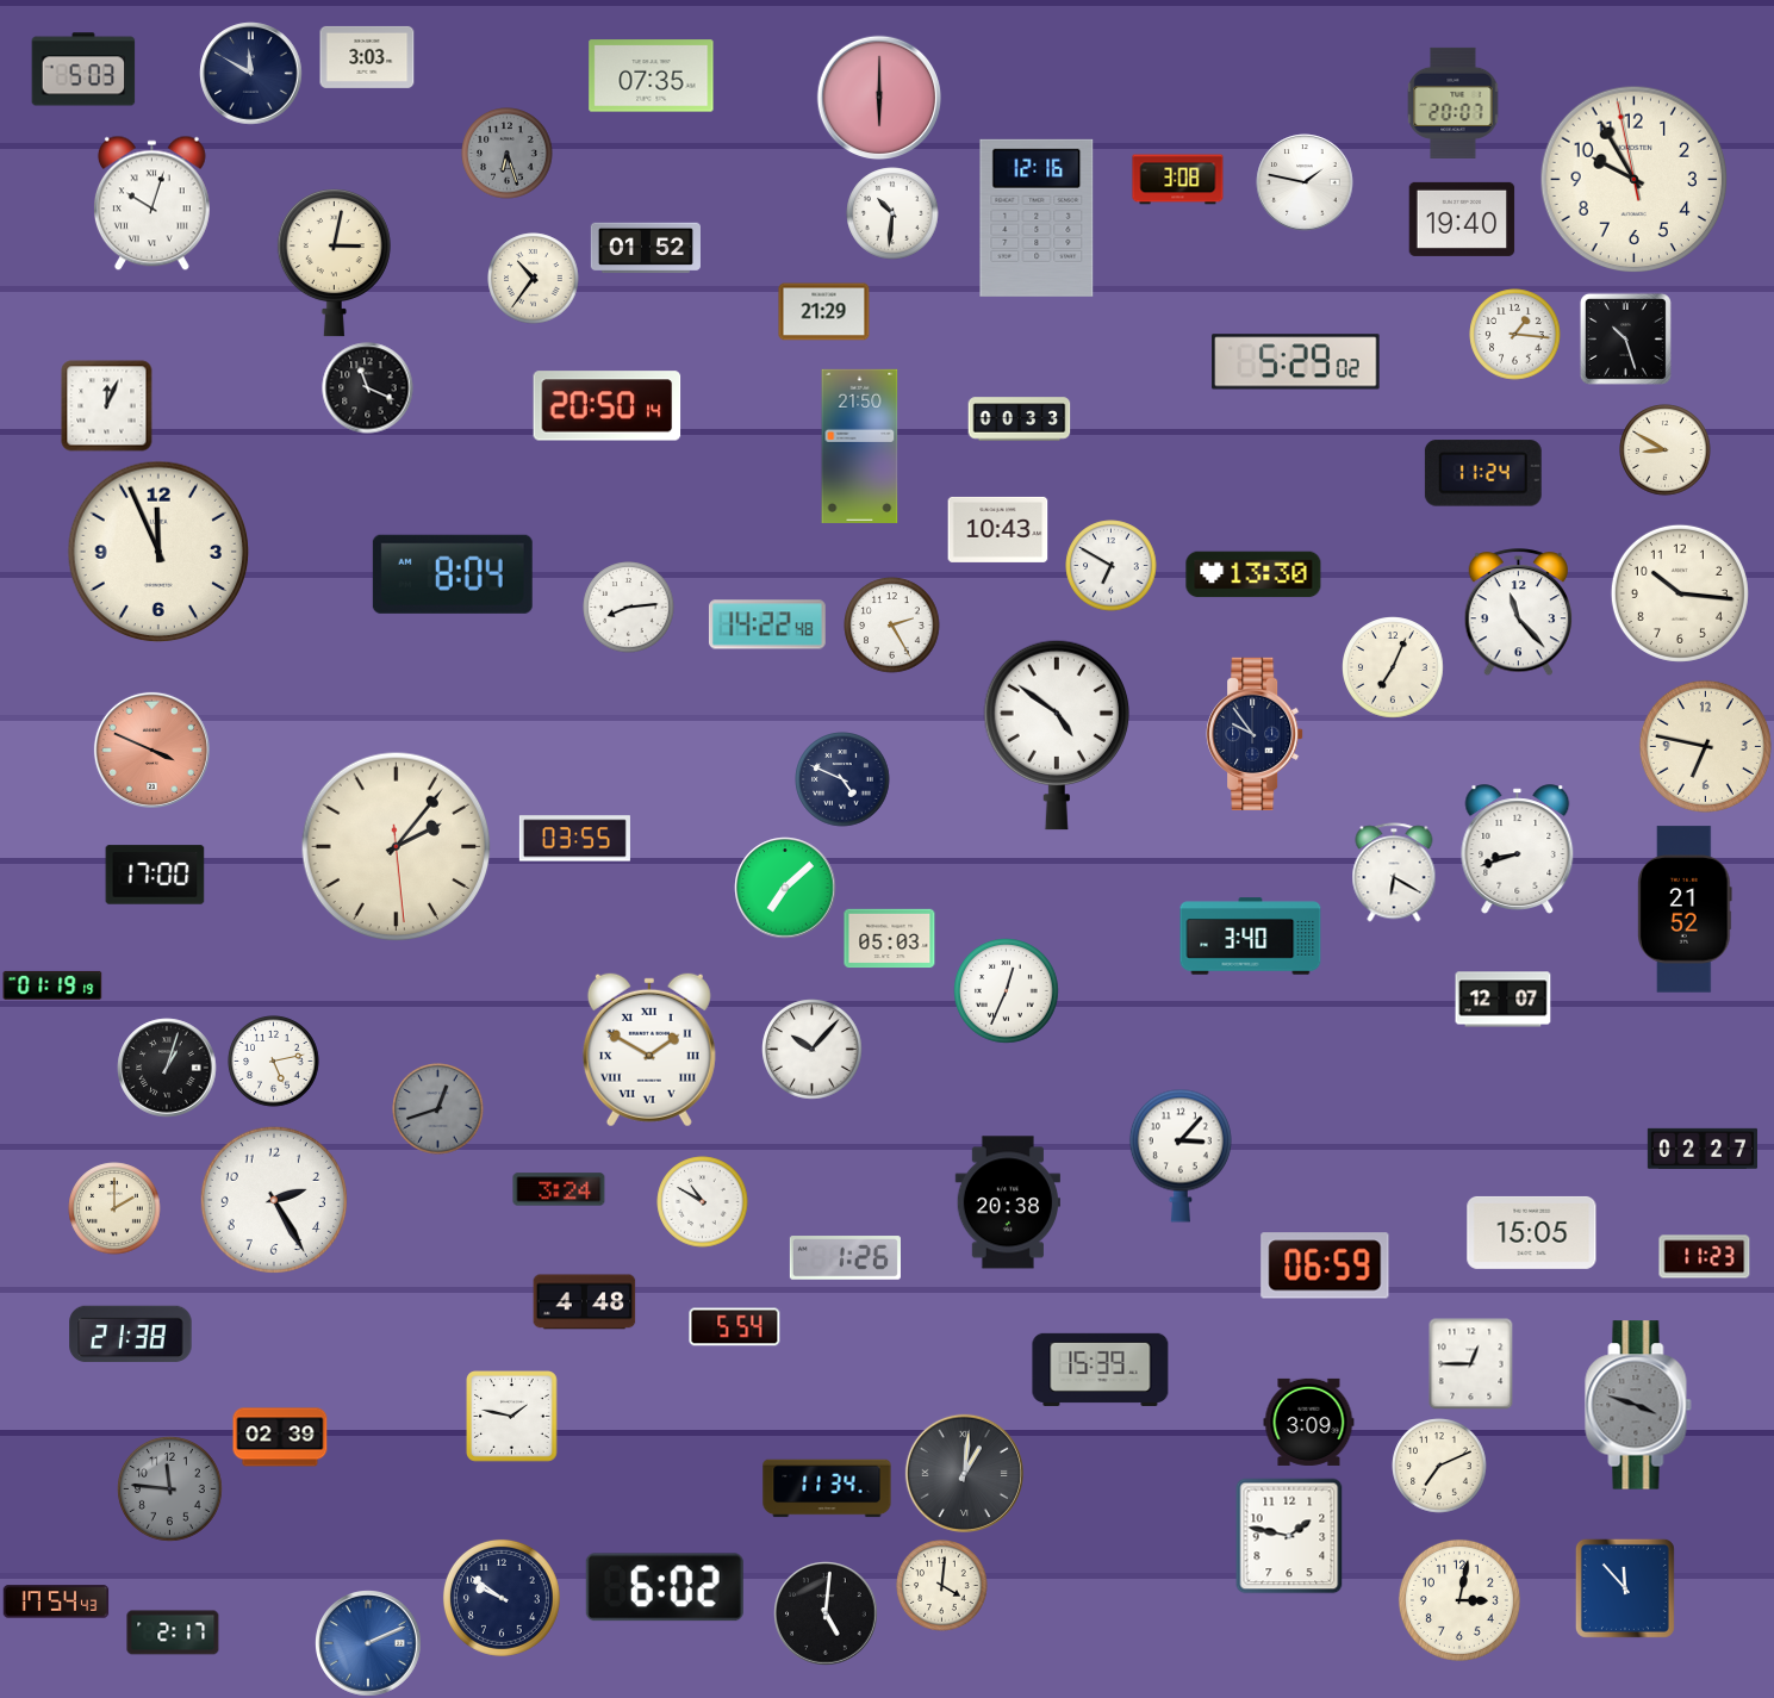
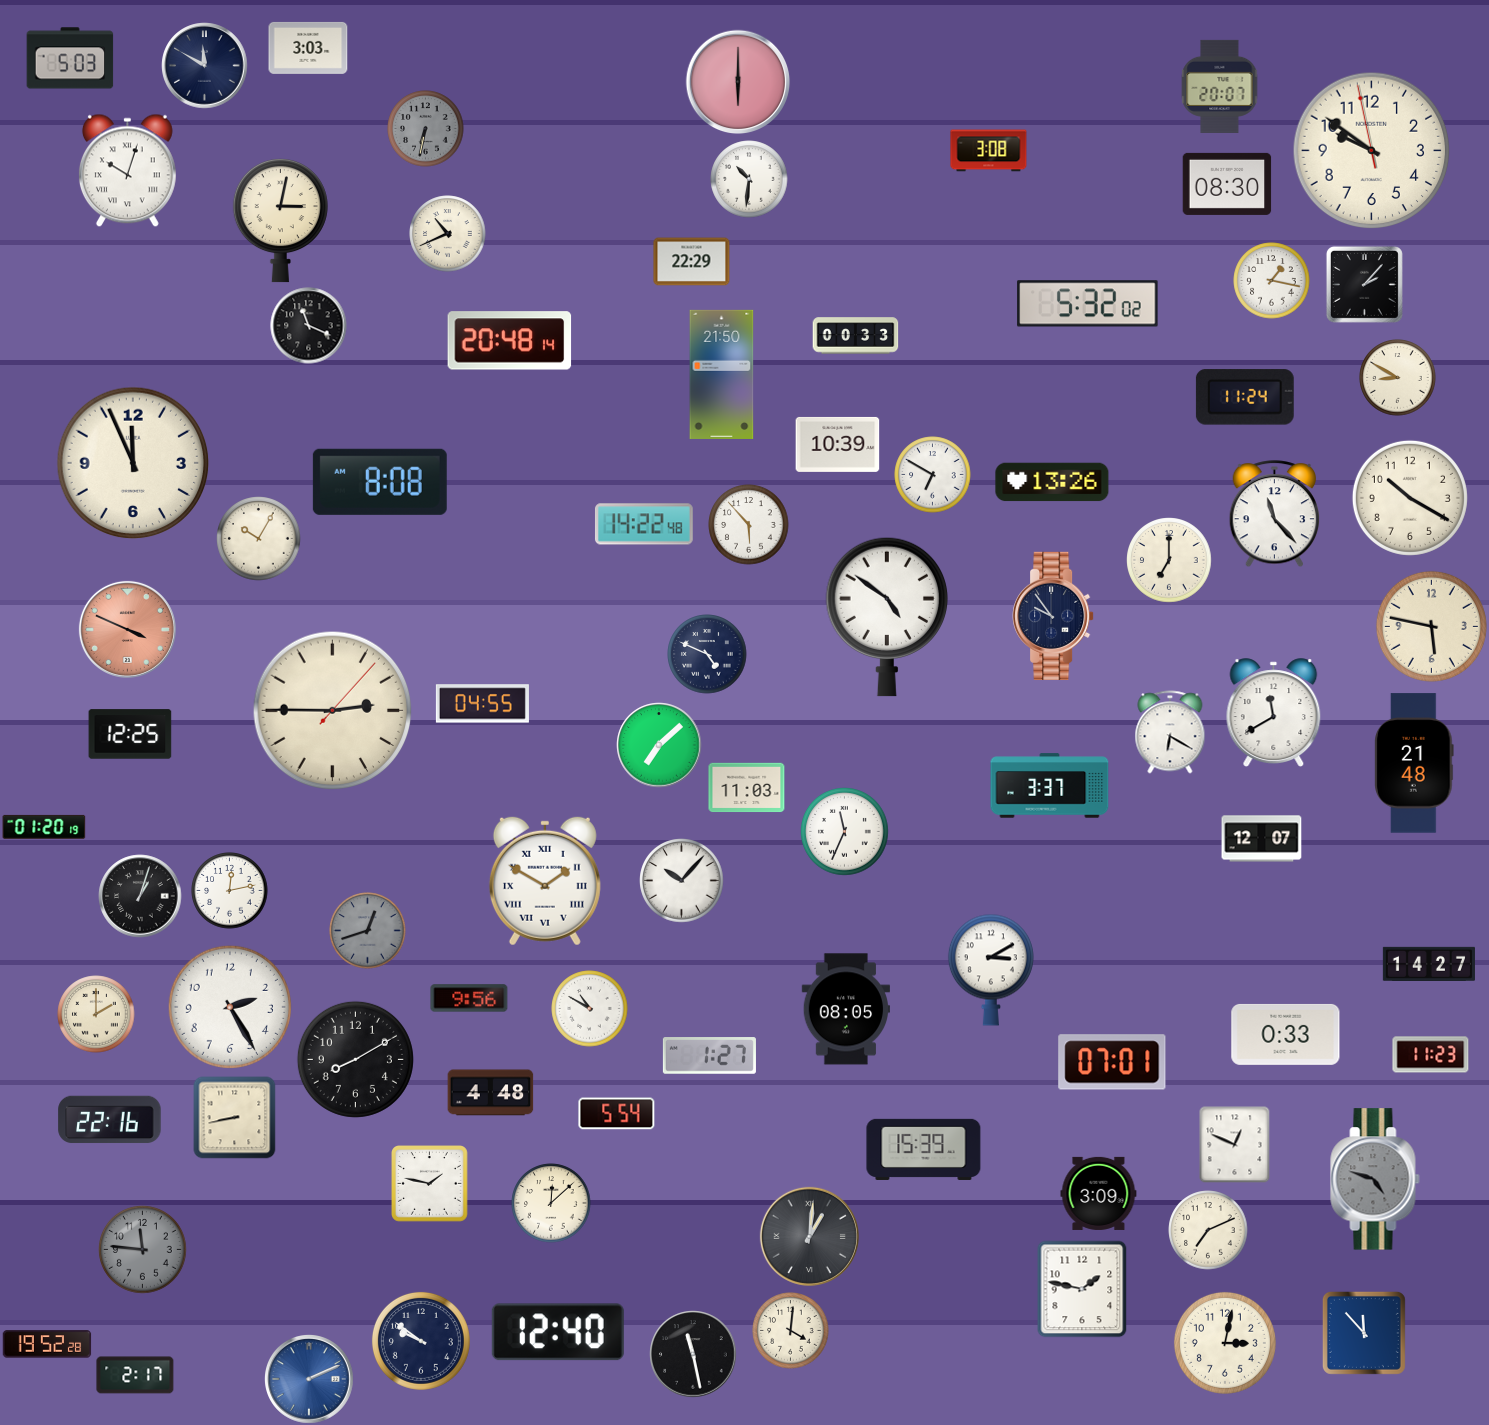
clock at (251, 74) position: (251, 74) -> (205, 66)
clock at (652, 76): 07:35 -> none
clock at (508, 154): 6:27 -> 6:32
clock at (1635, 180): 9:54 -> 9:50
clock at (1305, 182): 1:47 -> none
clock at (1037, 218): 12:16 -> none
clock at (1462, 219): 19:40 -> 08:30
clock at (646, 248): 01:52 -> none
clock at (534, 279): 10:36 -> 10:41
clock at (824, 312): 21:29 -> 22:29
clock at (1515, 335): 1:16 -> 1:17
clock at (1625, 338): 10:27 -> 2:07
clock at (1296, 362): 5:29 -> 5:32
clock at (107, 406): 12:04 -> none
clock at (608, 406): 20:50 -> 20:48
clock at (1020, 419) position: (1020, 419) -> (856, 336)
clock at (998, 529): 10:43 -> 10:39
clock at (453, 574): 8:04 -> 8:08
clock at (1253, 574): 13:30 -> 13:26
clock at (1680, 593): 10:16 -> 10:20
clock at (629, 608): 8:14 -> none
clock at (892, 626): 2:25 -> 5:53
clock at (259, 539): none -> 10:05
clock at (1393, 667): 7:04 -> 7:00
clock at (1705, 746): 6:47 -> 5:47
clock at (574, 839): 03:55 -> 04:55
clock at (397, 847): 2:06 -> 2:45
clock at (1518, 850): 8:42 -> 11:40
clock at (155, 875): 17:00 -> 12:25
clock at (1685, 909): 21:52 -> 21:48
clock at (1251, 937): 3:40 -> 3:37
clock at (890, 939): 05:03 -> 11:03
clock at (52, 985): 01:19 -> 01:20
clock at (1007, 991): 12:34 -> 11:34
clock at (274, 1062): 5:13 -> 12:13
clock at (1703, 1149): 02:27 -> 14:27
clock at (1181, 1156): 3:07 -> 3:10
clock at (559, 1189): 3:24 -> 9:56
clock at (1007, 1202): 20:38 -> 08:05
clock at (1532, 1232): 15:05 -> 0:33
clock at (845, 1258): 1:26 -> 1:27
clock at (355, 1059): none -> 8:10
clock at (1325, 1265): 06:59 -> 07:01
clock at (235, 1118): none -> 8:43
clock at (131, 1335): 21:38 -> 22:16
clock at (1471, 1363): 12:45 -> 12:49
clock at (1638, 1405): 3:48 -> 4:48
clock at (512, 1417) position: (512, 1417) -> (430, 1184)
clock at (551, 1203): none -> 12:08
clock at (280, 1437): 02:39 -> none
clock at (827, 1488): 11:34 -> none
clock at (665, 1587): 6:02 -> 12:40
clock at (56, 1601): 17:54 -> 19:52
clock at (826, 1613): 5:01 -> 11:28
clock at (173, 1632) position: (173, 1632) -> (135, 1375)
